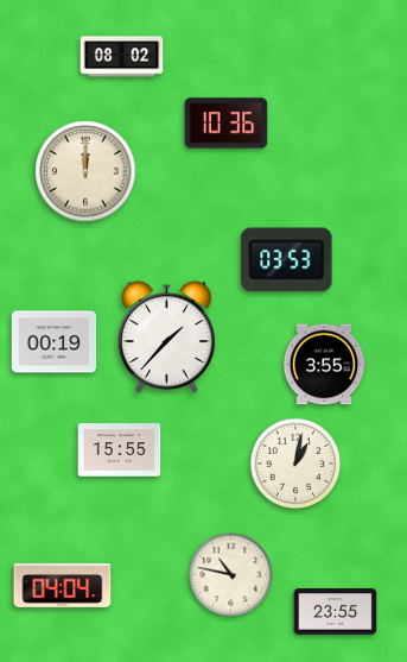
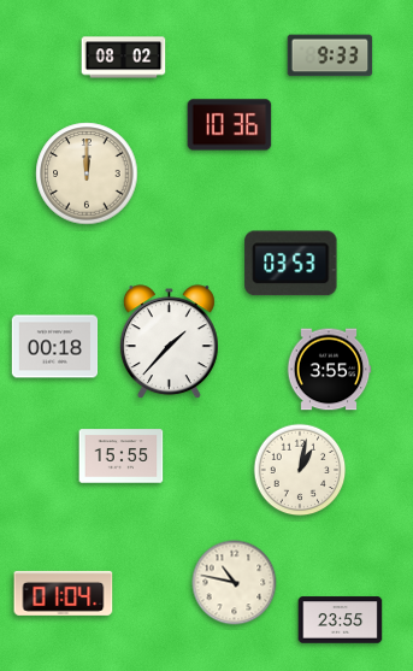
clock at (330, 55): none -> 9:33
clock at (55, 342): 00:19 -> 00:18
clock at (63, 585): 04:04 -> 01:04
